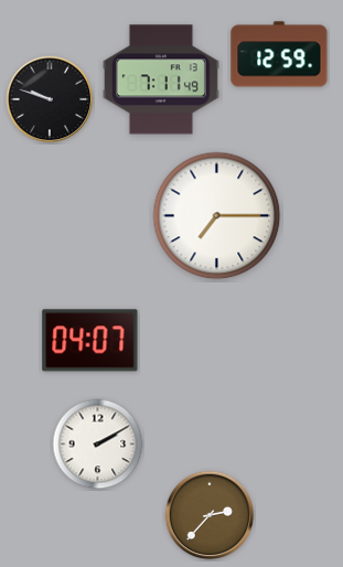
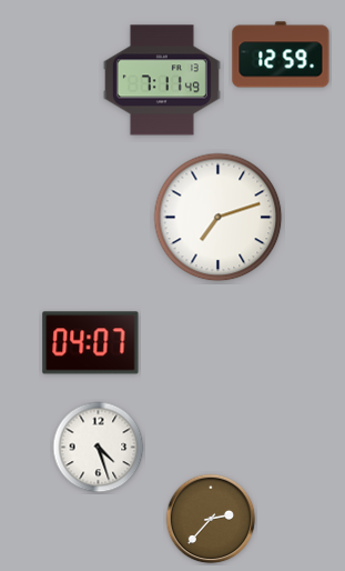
clock at (50, 99): 9:48 -> none
clock at (217, 216): 7:15 -> 7:12
clock at (98, 445): 2:10 -> 4:27
